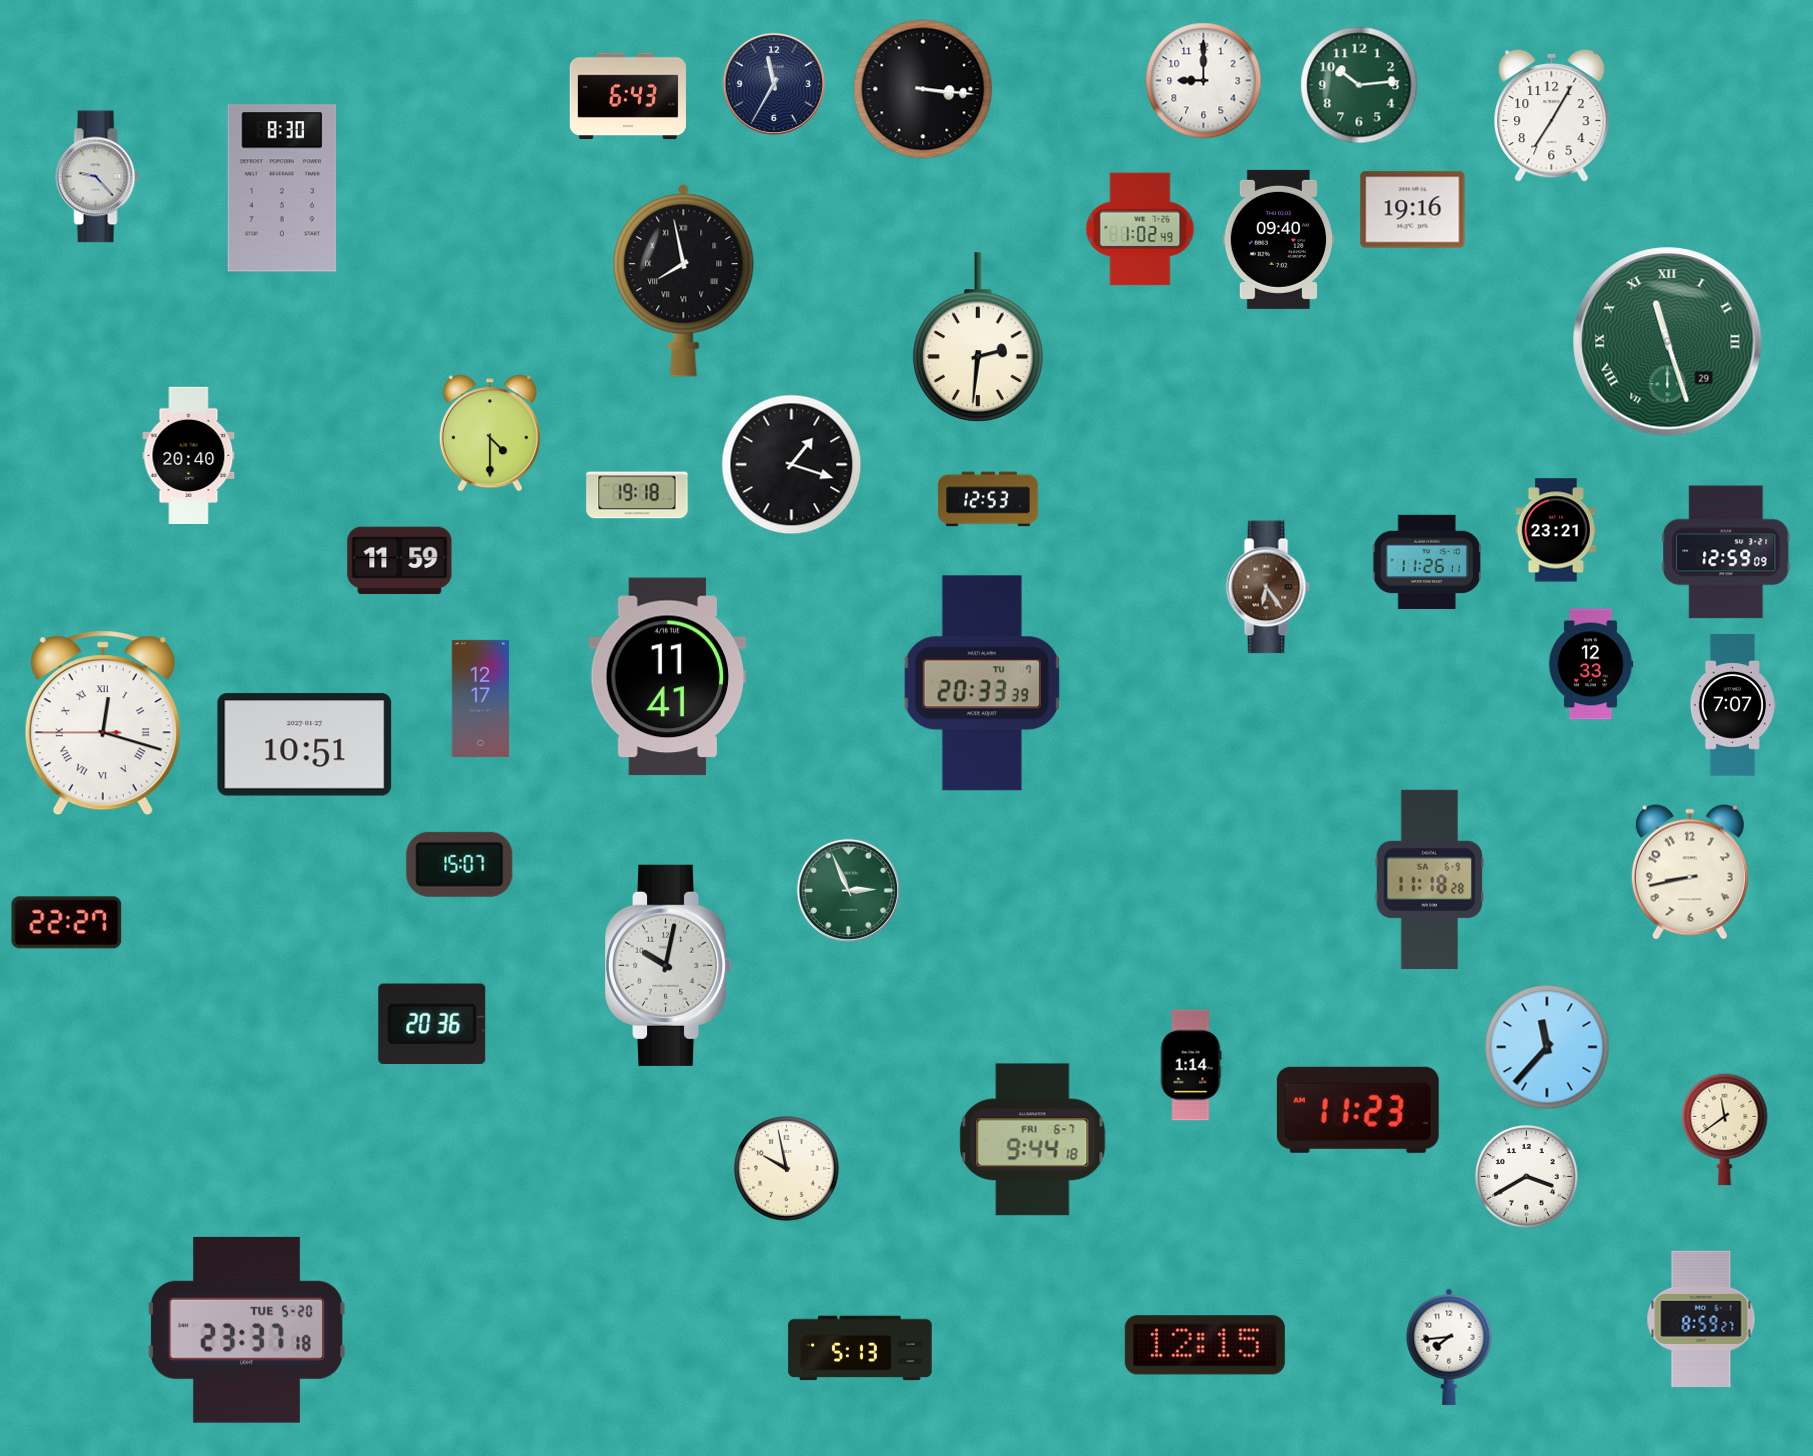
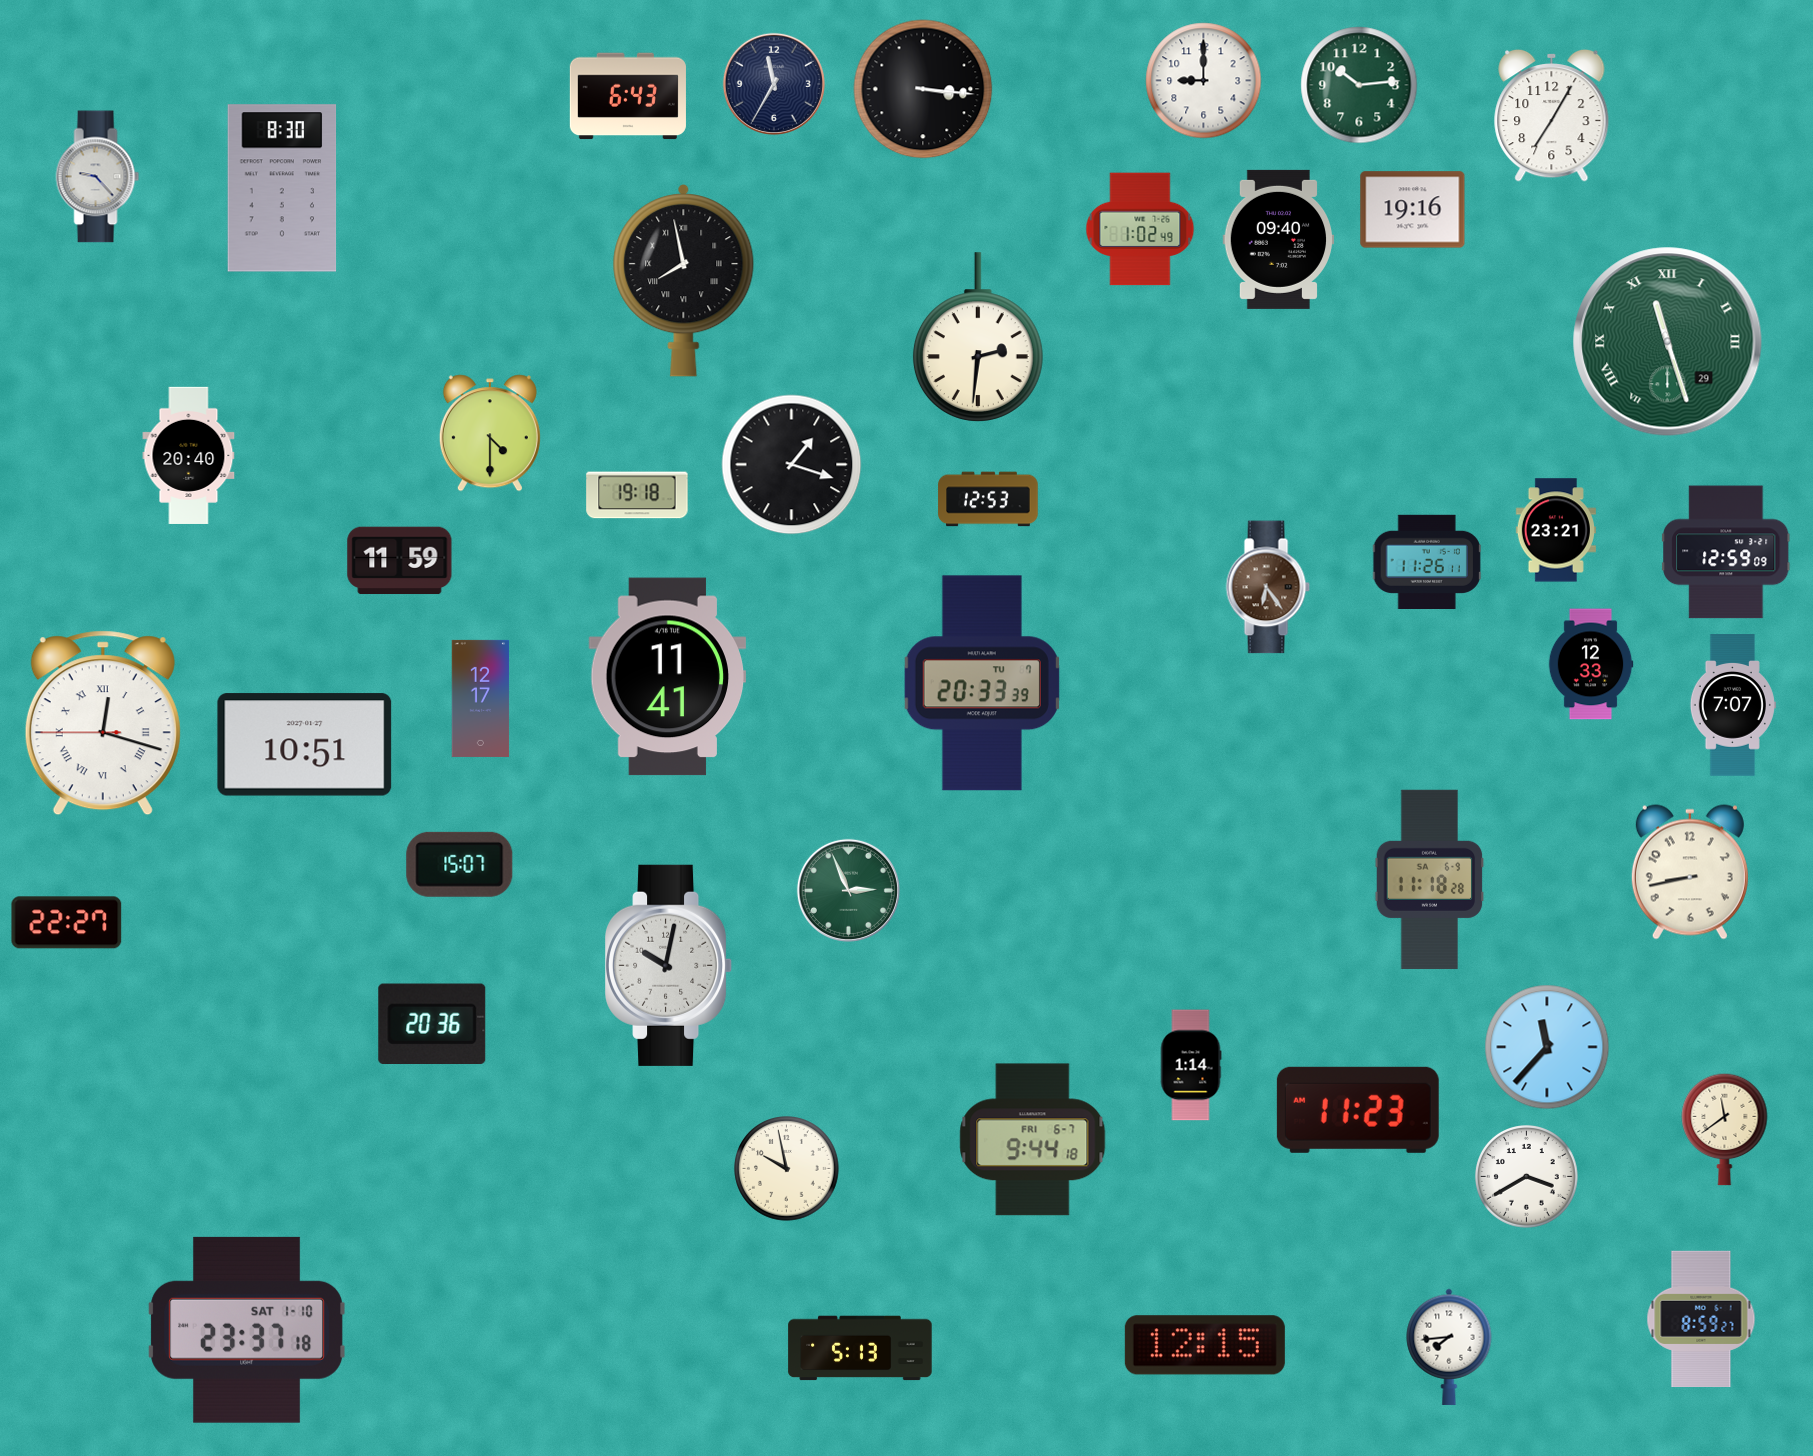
clock at (247, 1330) date: TUE 5-20 -> SAT 1-10
